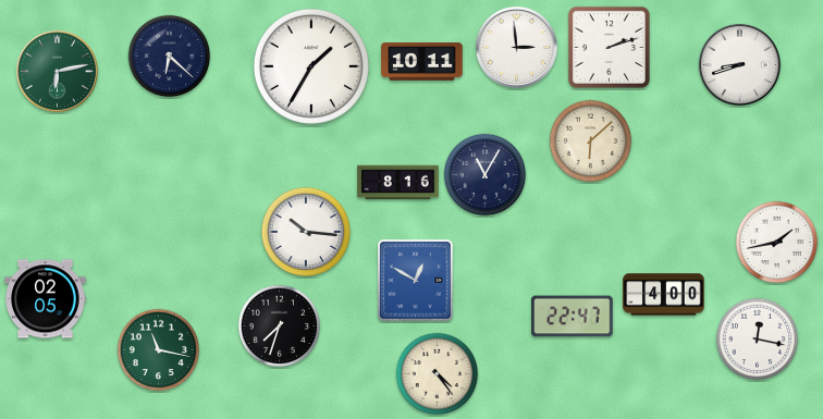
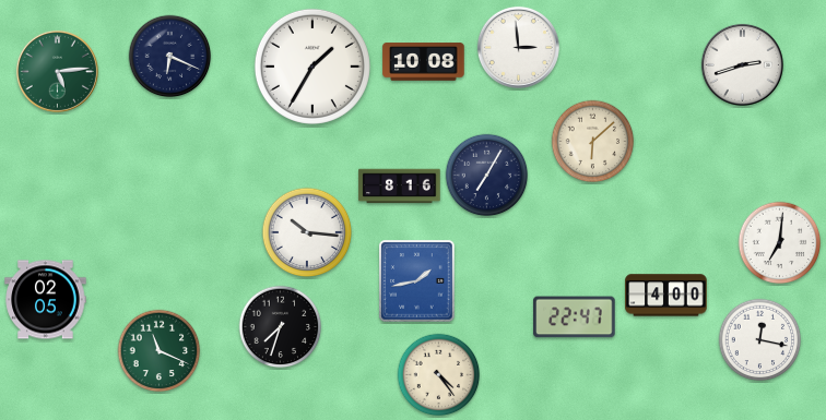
clock at (609, 47): 2:12 -> none
clock at (170, 57): 6:22 -> 6:19
clock at (422, 62): 10:11 -> 10:08
clock at (739, 64): 8:42 -> 2:42
clock at (57, 71): 6:13 -> 5:14
clock at (486, 175): 11:05 -> 7:05
clock at (398, 183) position: (398, 183) -> (400, 187)
clock at (777, 243): 1:43 -> 7:01
clock at (416, 281): 12:50 -> 1:43
clock at (159, 350): 11:17 -> 11:19
